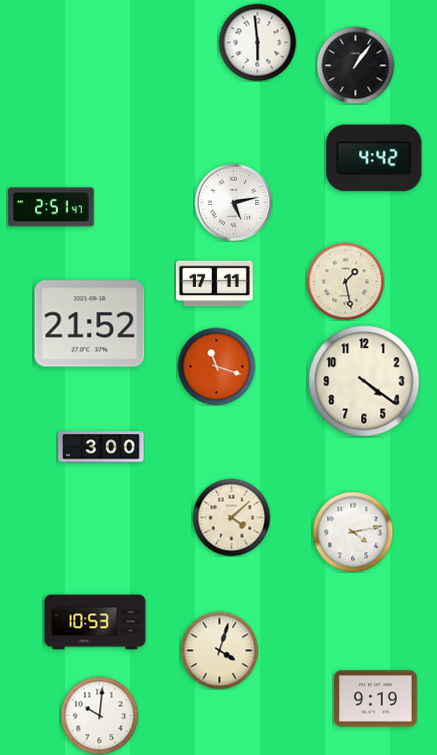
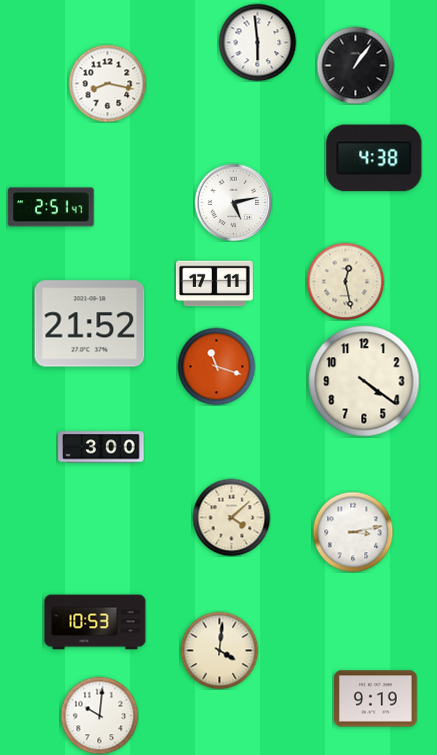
clock at (107, 83): none -> 8:17
clock at (374, 158): 4:42 -> 4:38
clock at (345, 281): 1:28 -> 12:28
clock at (353, 532): 4:13 -> 3:13
clock at (219, 650): 4:03 -> 4:01
